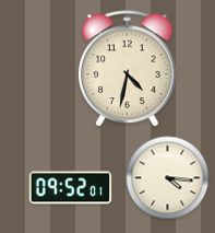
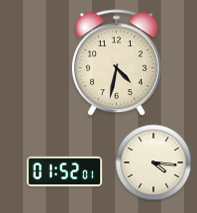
clock at (71, 188): 09:52 -> 01:52
